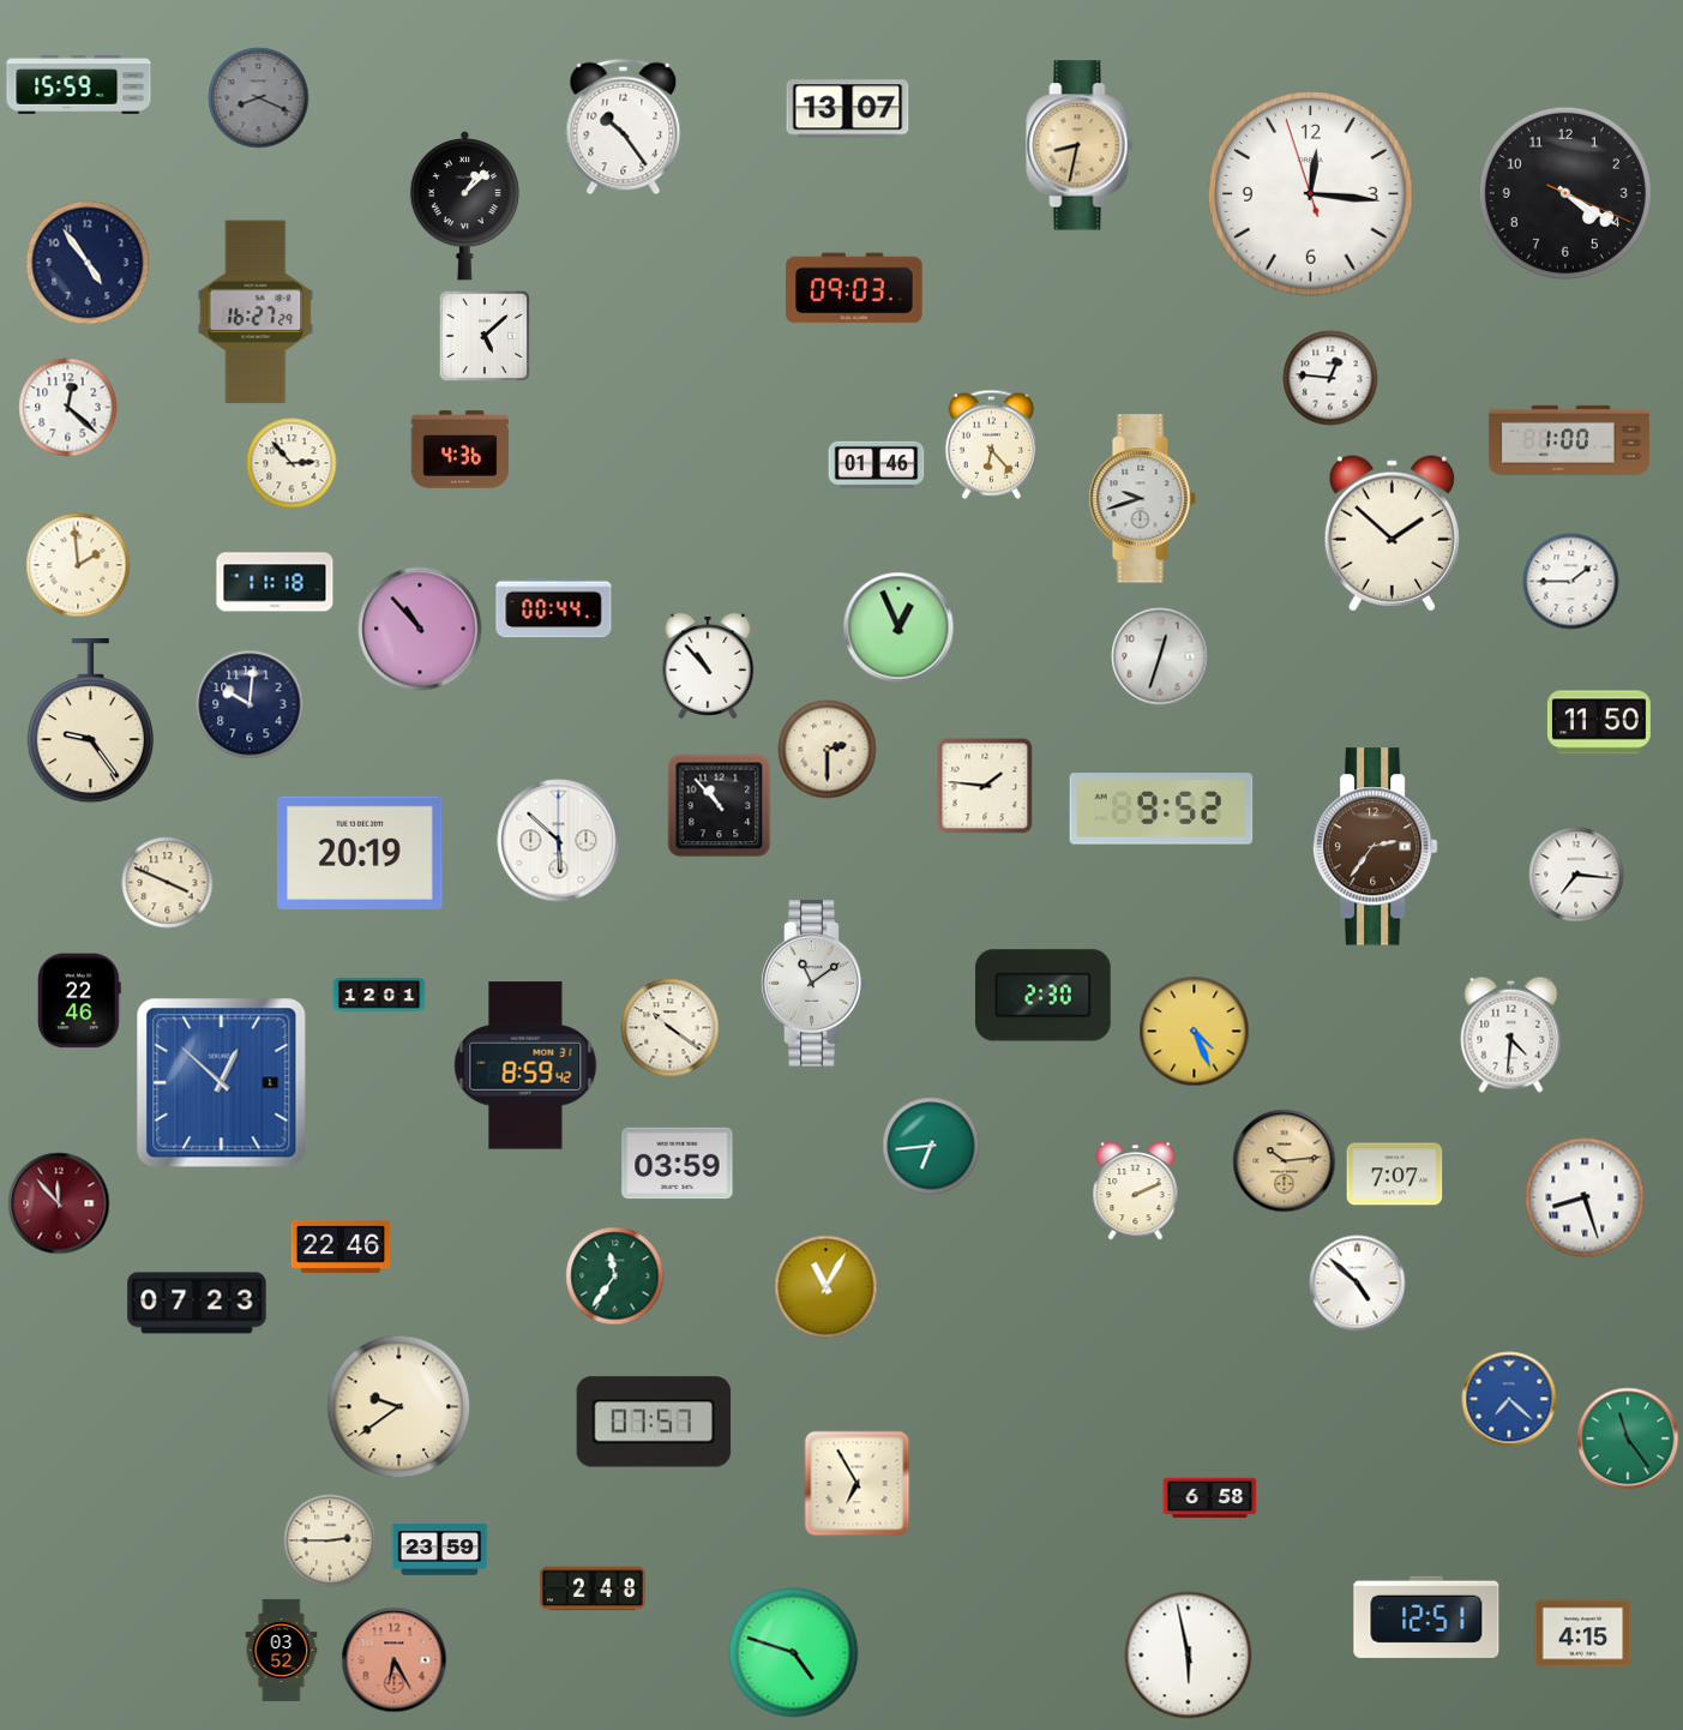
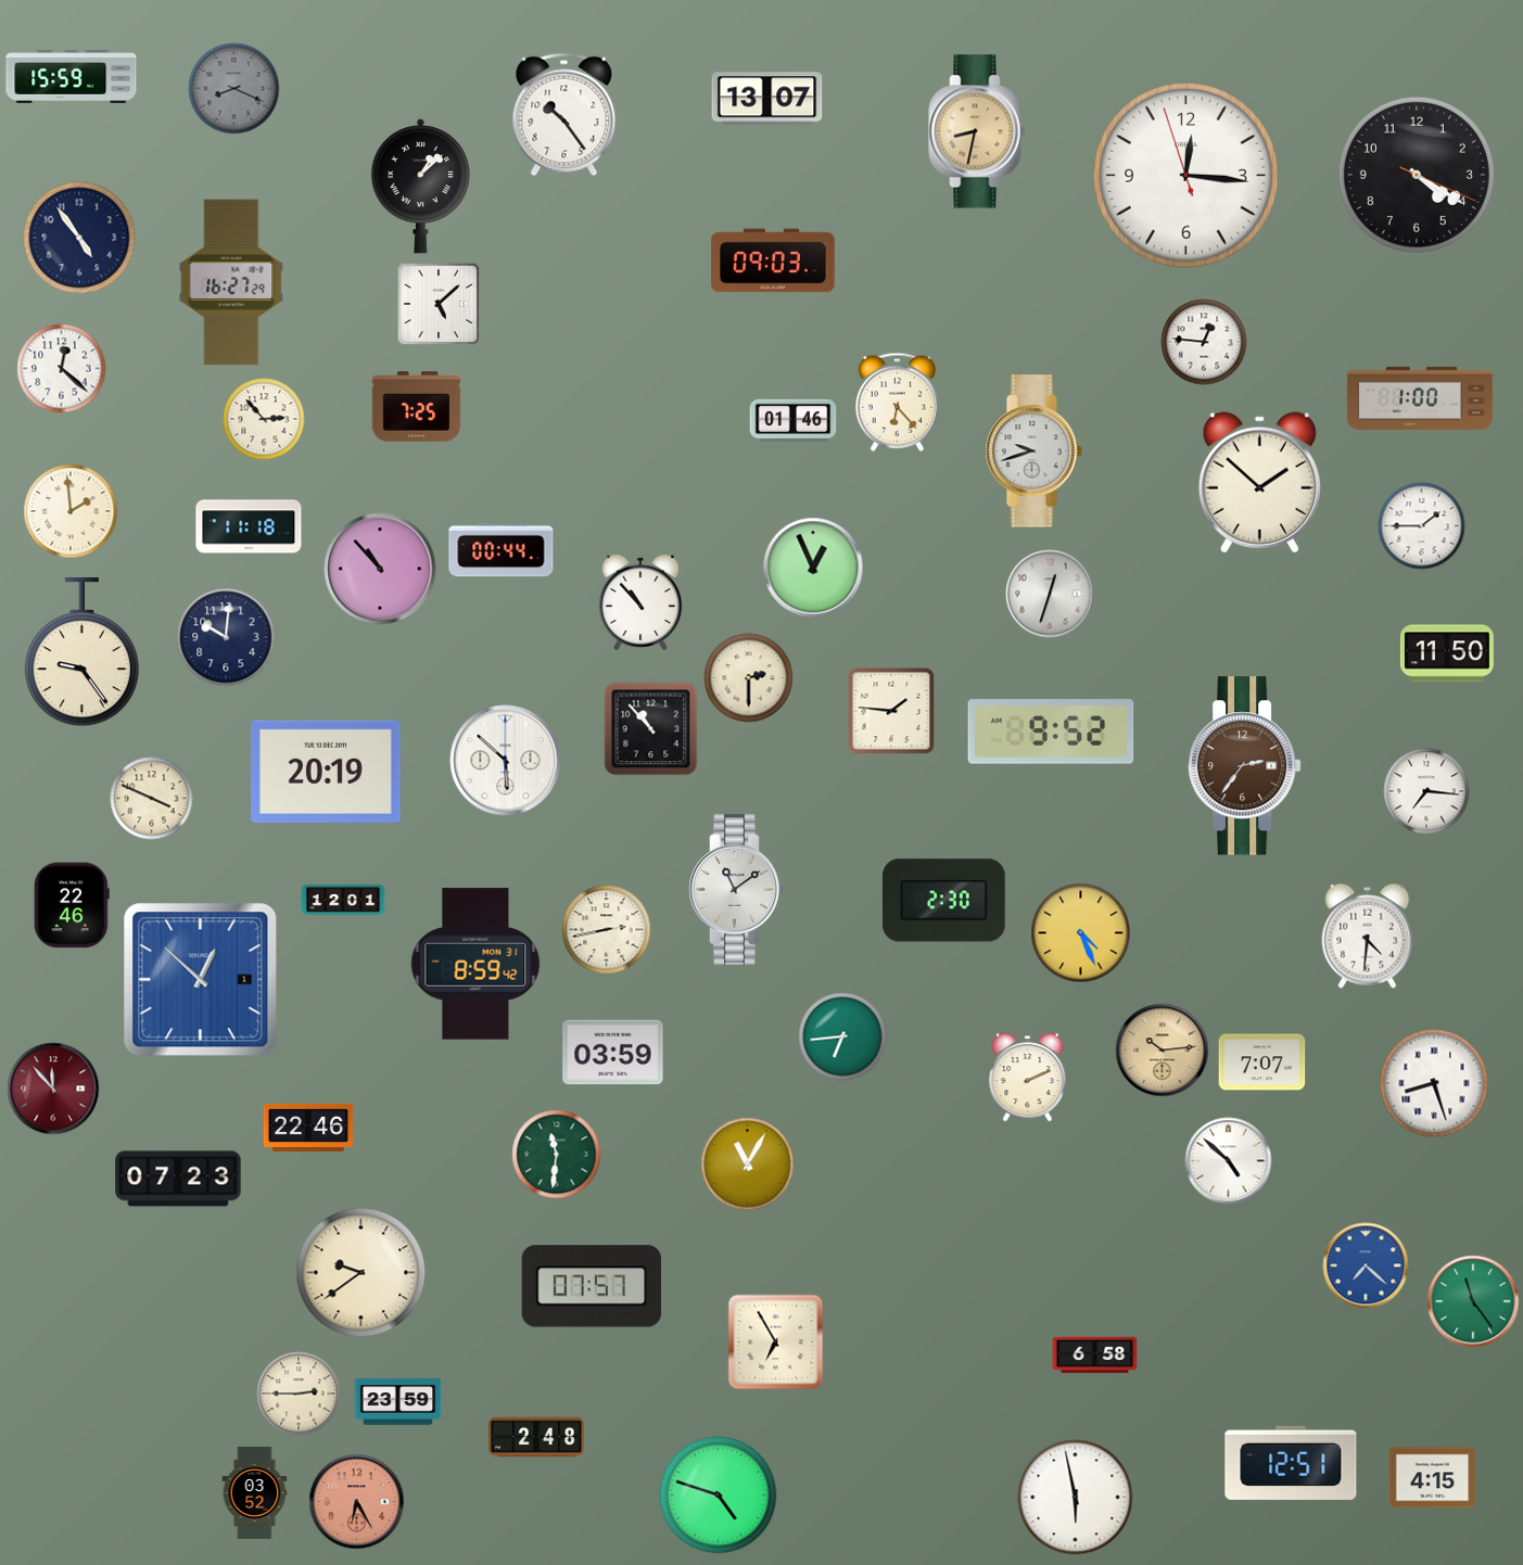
clock at (461, 450): 4:36 -> 7:25
clock at (671, 1028): 10:21 -> 2:43
clock at (615, 1277): 11:36 -> 11:31
